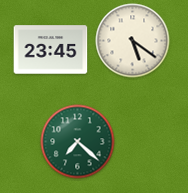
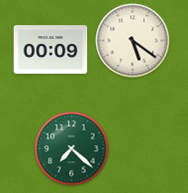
clock at (51, 50): 23:45 -> 00:09
clock at (78, 142) position: (78, 142) -> (72, 149)
